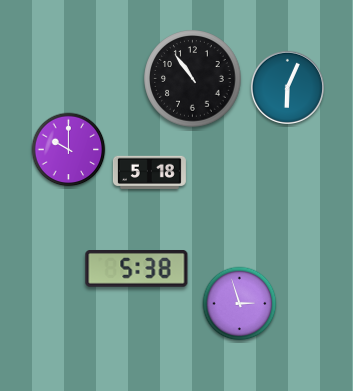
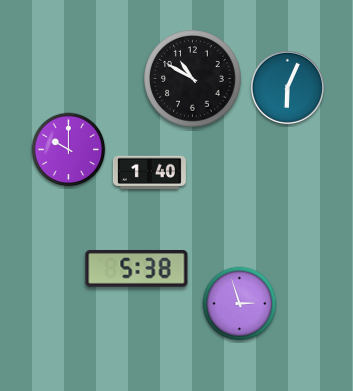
clock at (193, 79): 10:54 -> 10:50
clock at (149, 172): 5:18 -> 1:40
